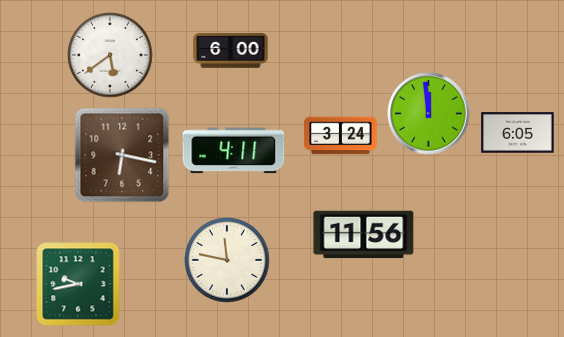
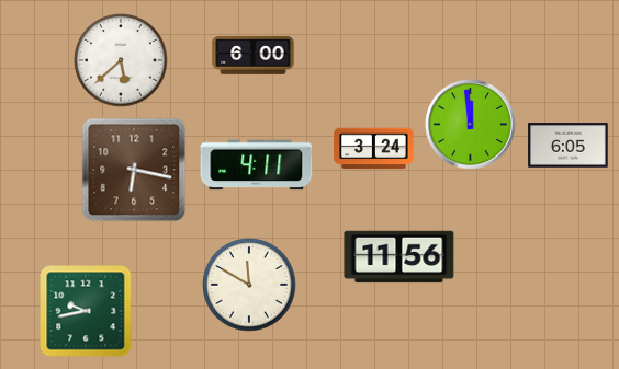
clock at (110, 55): 5:39 -> 5:38
clock at (227, 260): 11:47 -> 11:50
